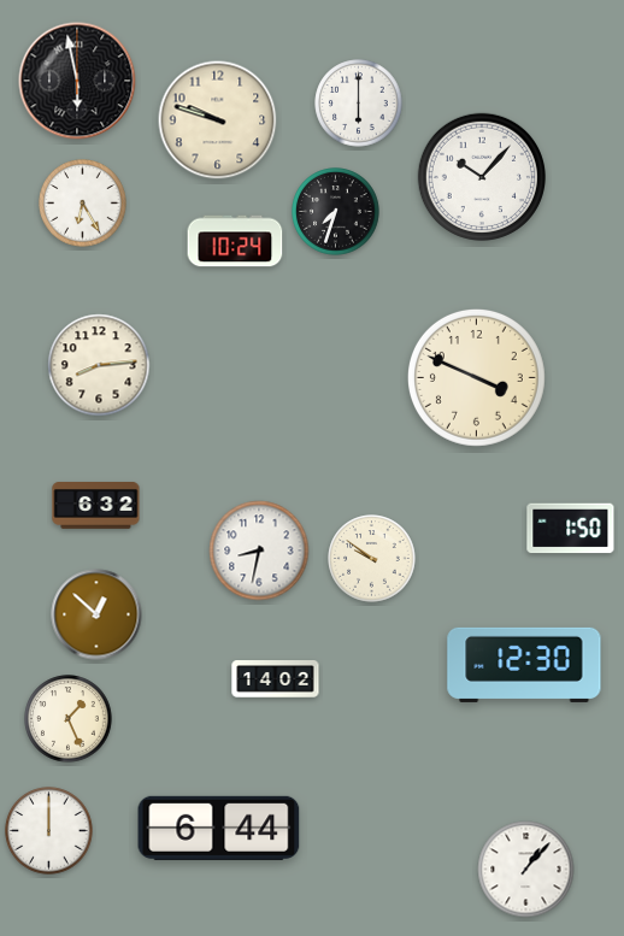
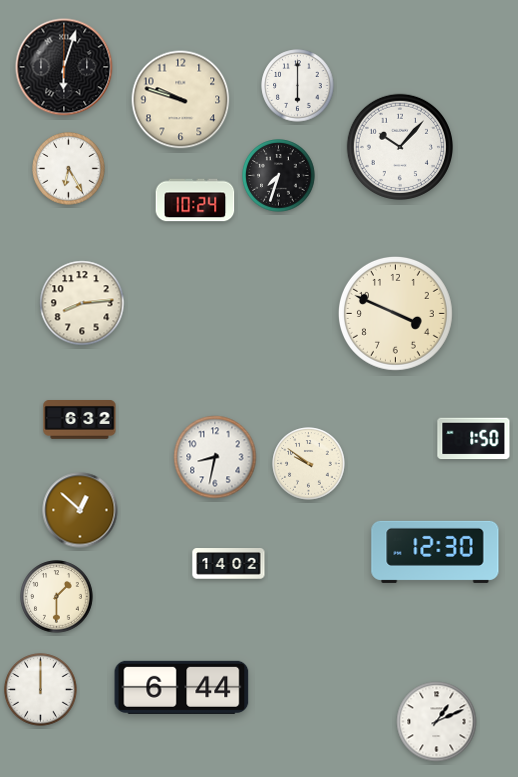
clock at (77, 81): 5:58 -> 6:03
clock at (69, 719): 1:26 -> 1:30
clock at (526, 870): 1:07 -> 1:11
